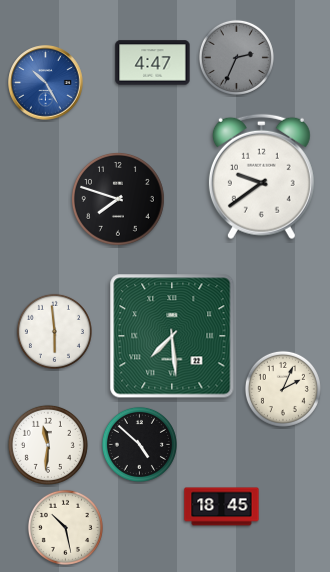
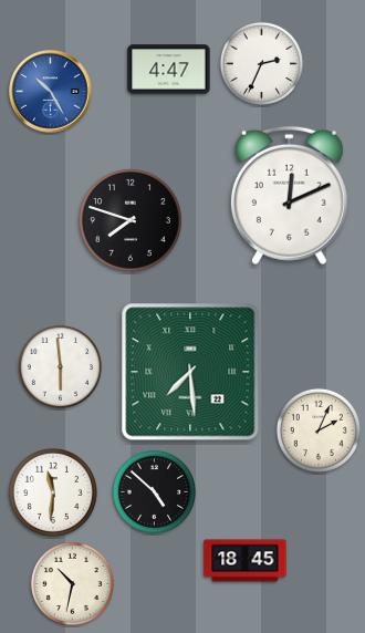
clock at (236, 57) dial: grey -> white
clock at (261, 177): 9:39 -> 12:11
clock at (283, 389) position: (283, 389) -> (319, 430)
clock at (65, 527): 10:28 -> 10:32
